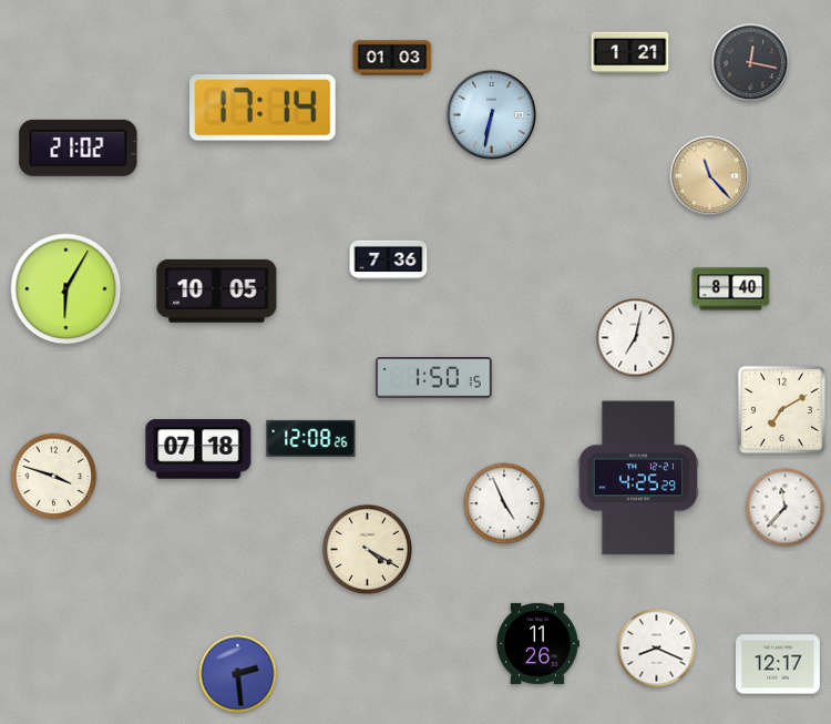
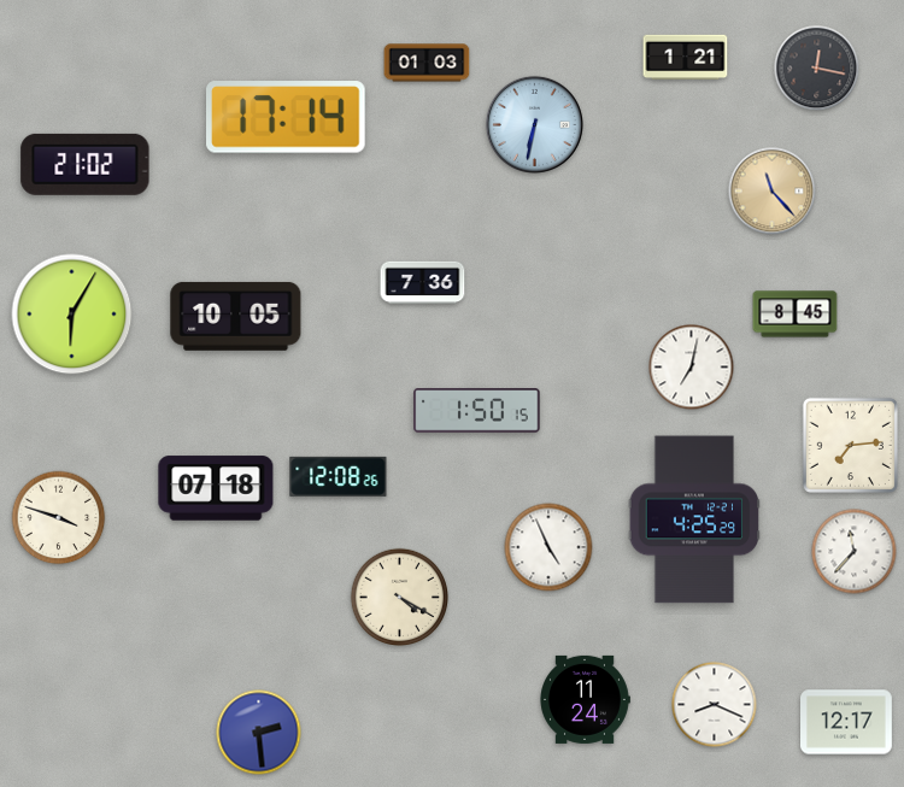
clock at (79, 147) position: (79, 147) -> (86, 164)
clock at (731, 289): 8:40 -> 8:45
clock at (434, 378) position: (434, 378) -> (477, 411)
clock at (781, 409): 7:10 -> 7:14
clock at (537, 643): 11:26 -> 11:24
